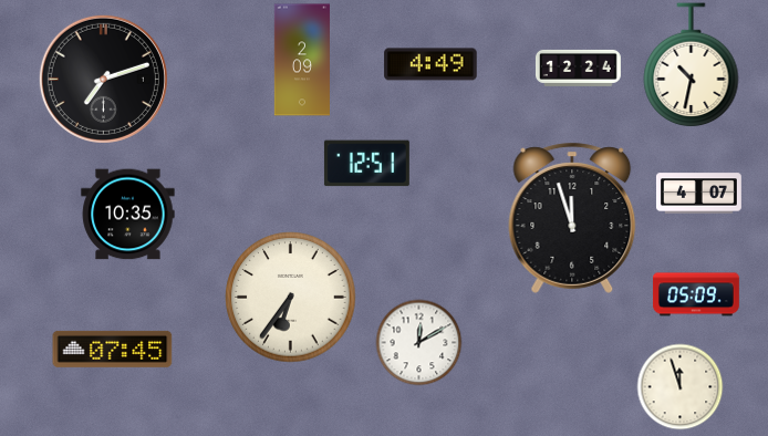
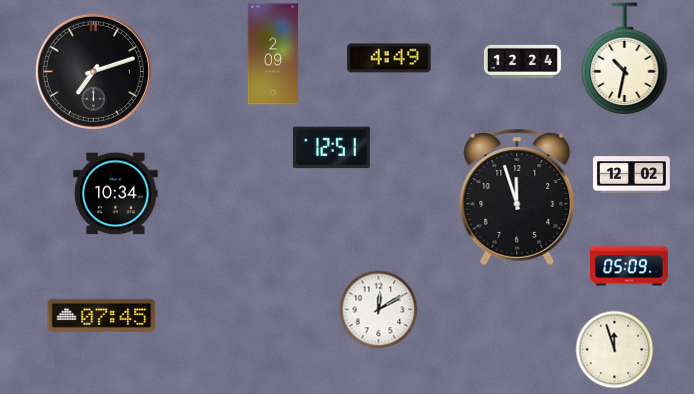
clock at (698, 194): 4:07 -> 12:02
clock at (128, 215): 10:35 -> 10:34
clock at (291, 298): 6:36 -> none
